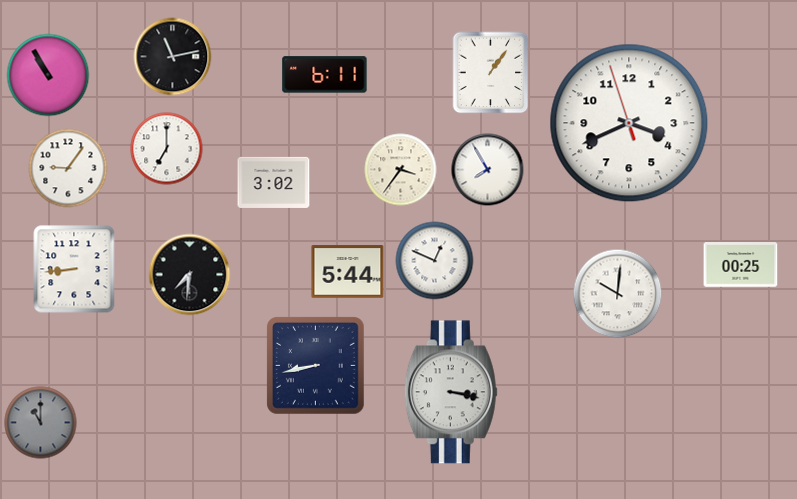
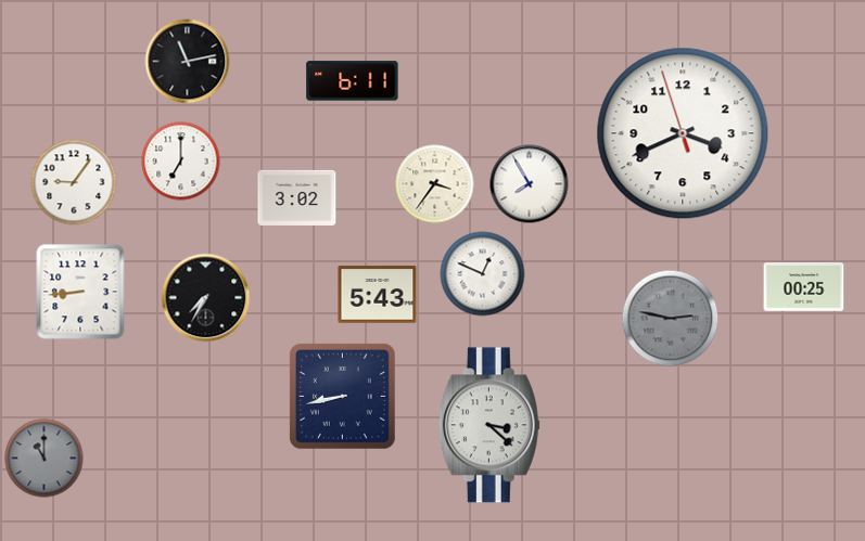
clock at (491, 73): 1:06 -> none
clock at (48, 75): 10:55 -> none
clock at (435, 261) position: (435, 261) -> (483, 274)
clock at (348, 272): 5:44 -> 5:43
clock at (190, 275): 7:31 -> 7:35
clock at (618, 294): 10:01 -> 2:47
clock at (618, 294) dial: white -> grey
clock at (451, 392): 3:17 -> 3:22
